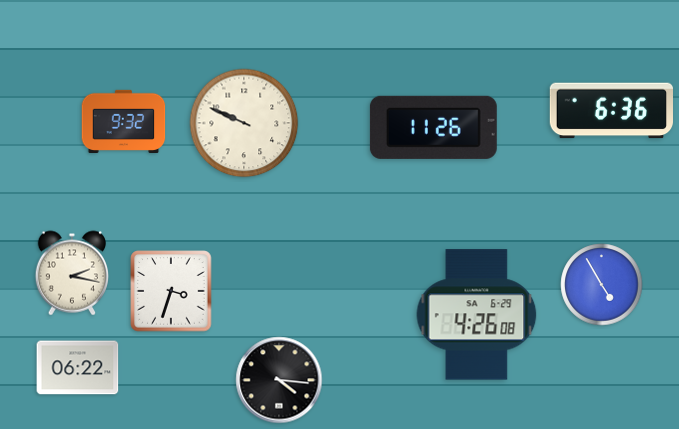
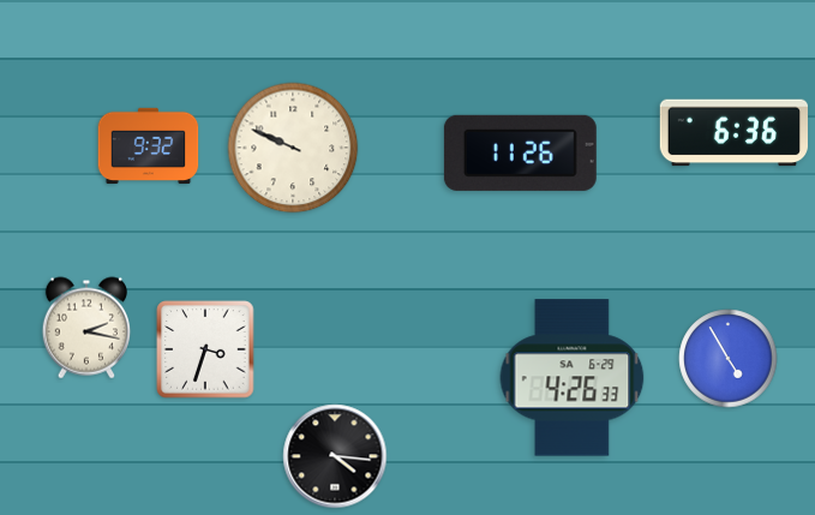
clock at (602, 285) position: (602, 285) -> (729, 359)
clock at (477, 315): 4:26:08 -> 4:26:33
clock at (78, 368): 06:22 -> none
